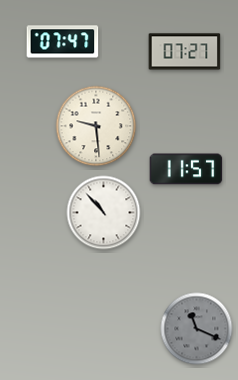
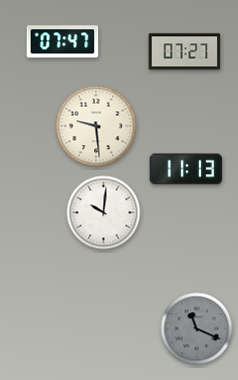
clock at (186, 169): 11:57 -> 11:13
clock at (104, 213): 10:53 -> 10:01
